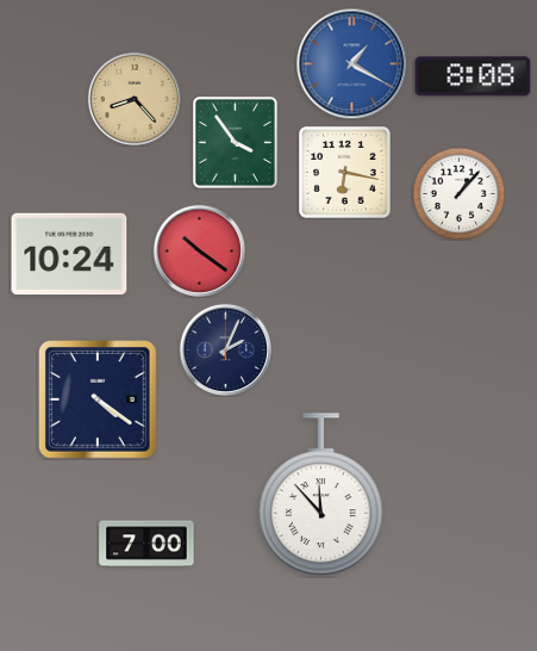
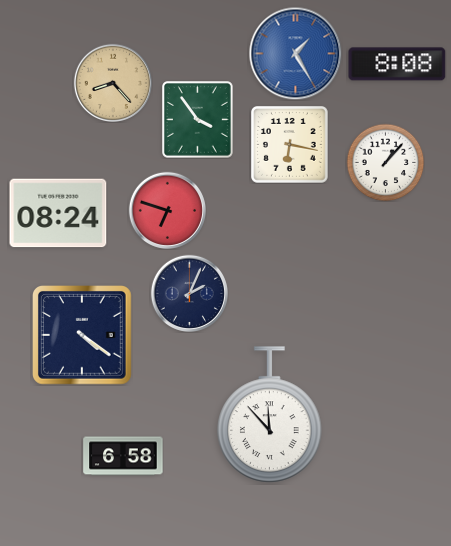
clock at (351, 63): 1:20 -> 1:25
clock at (199, 250): 10:21 -> 6:48
clock at (69, 254): 10:24 -> 08:24
clock at (146, 544): 7:00 -> 6:58
